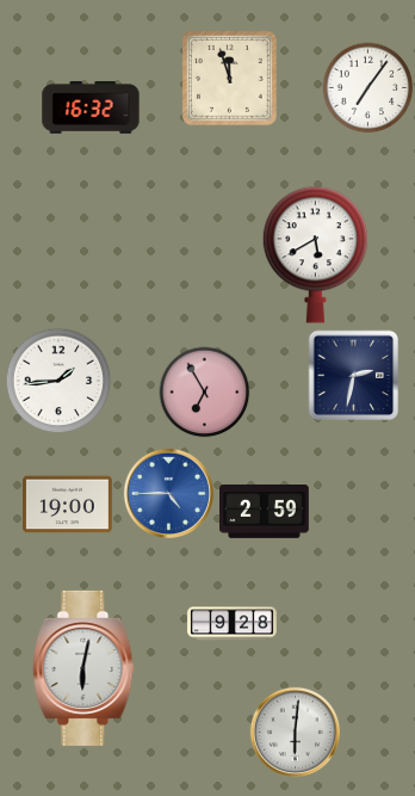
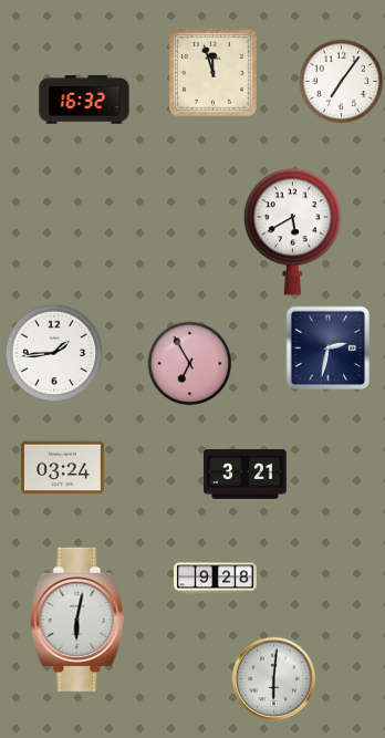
clock at (315, 255) position: (315, 255) -> (292, 232)
clock at (168, 493): 4:45 -> none
clock at (68, 505): 19:00 -> 03:24
clock at (265, 512): 2:59 -> 3:21
